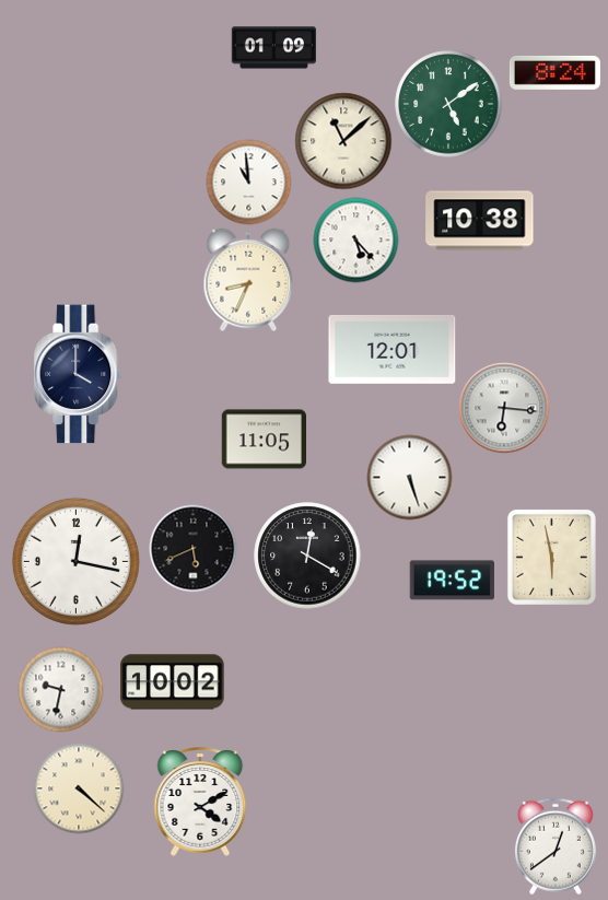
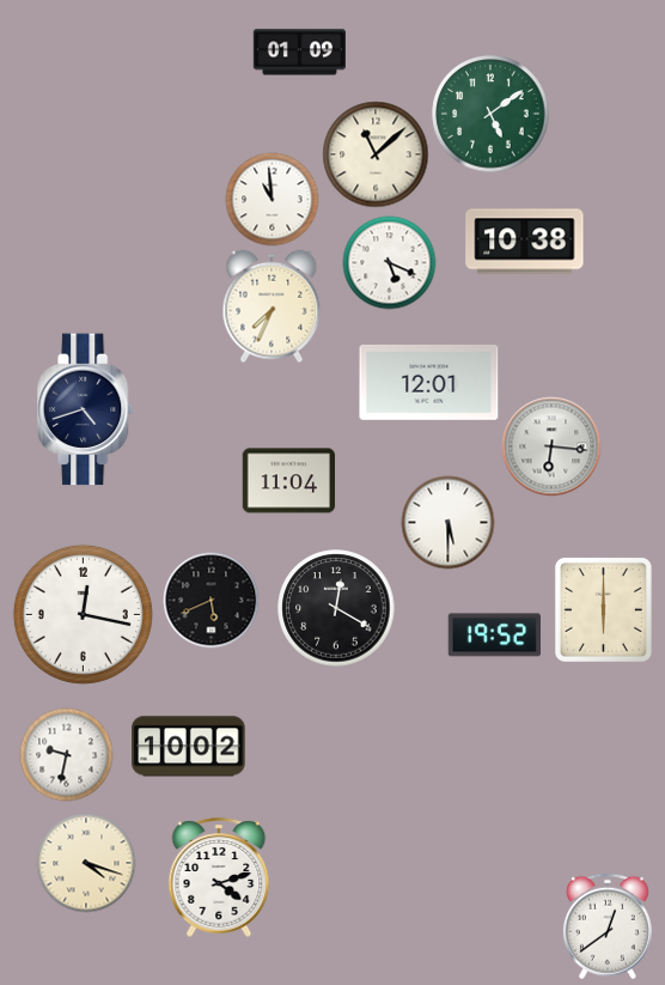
clock at (554, 72): 8:24 -> none
clock at (355, 239): 5:23 -> 5:19
clock at (248, 280): 8:34 -> 7:34
clock at (79, 374): 4:00 -> 4:42
clock at (264, 440): 11:05 -> 11:04
clock at (409, 477): 5:27 -> 5:30
clock at (551, 557): 5:58 -> 6:00
clock at (79, 788): 4:22 -> 4:18
clock at (200, 802): 4:10 -> 4:12
